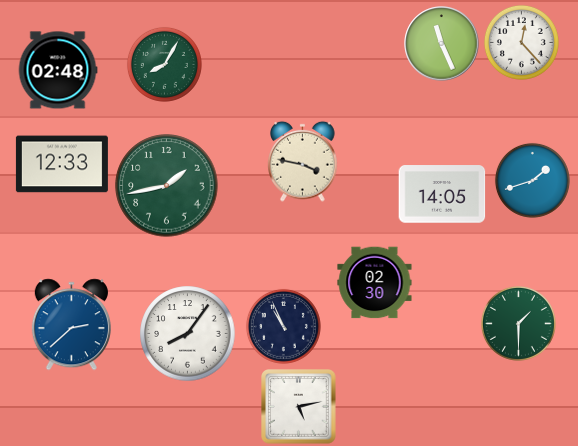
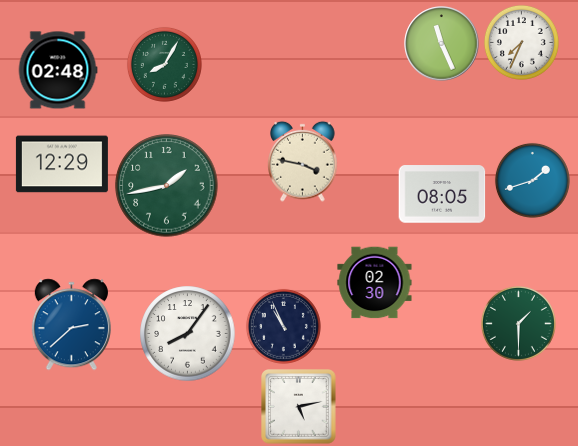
clock at (521, 42): 12:23 -> 7:34
clock at (62, 164): 12:33 -> 12:29
clock at (442, 194): 14:05 -> 08:05
